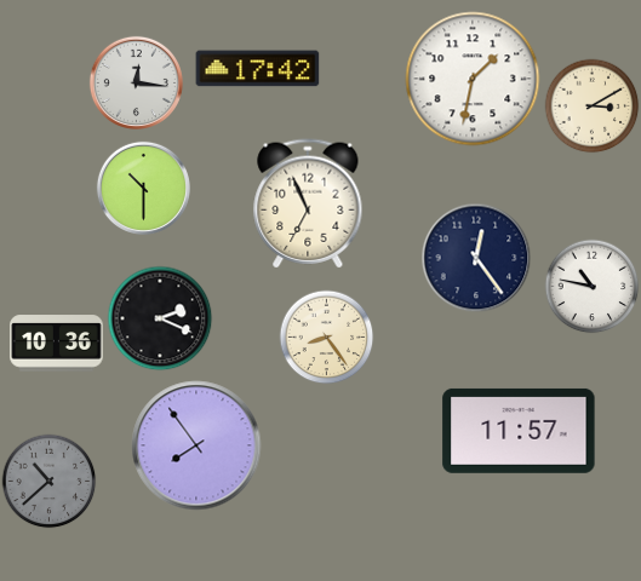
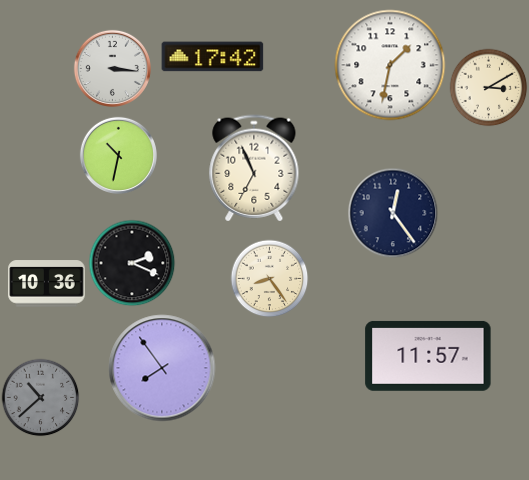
clock at (136, 82): 12:16 -> 3:16
clock at (143, 188): 10:30 -> 10:32
clock at (591, 286): 10:47 -> none
